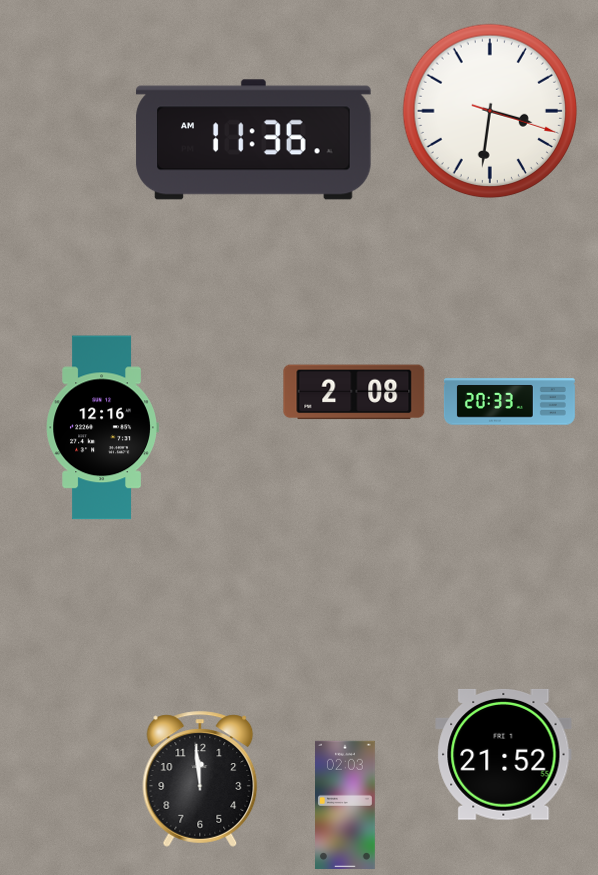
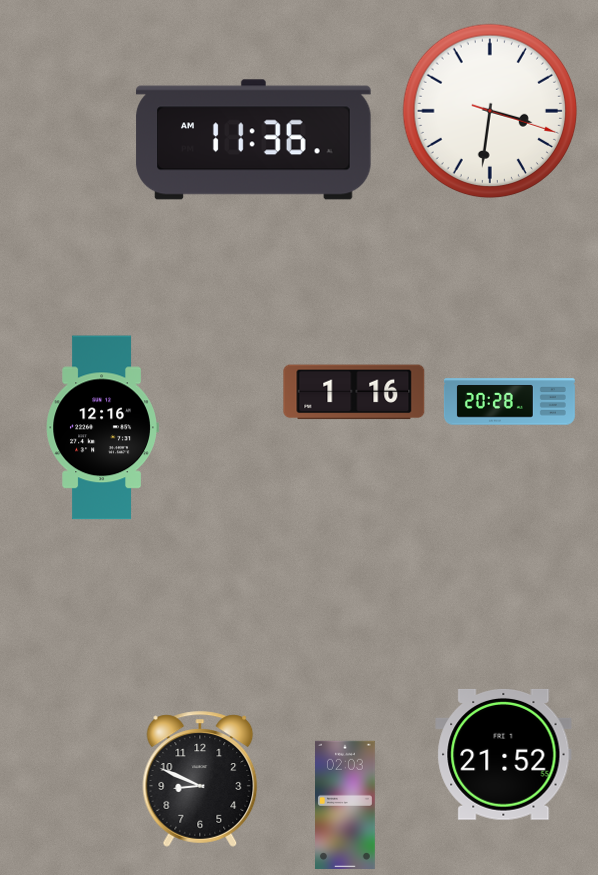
clock at (354, 392): 2:08 -> 1:16
clock at (509, 402): 20:33 -> 20:28
clock at (200, 779): 11:59 -> 8:49
